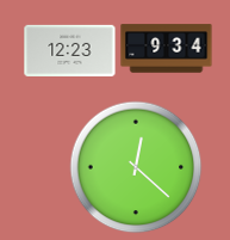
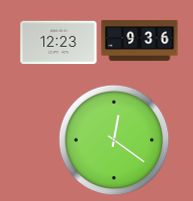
clock at (167, 49): 9:34 -> 9:36
clock at (136, 167): 12:22 -> 12:21
